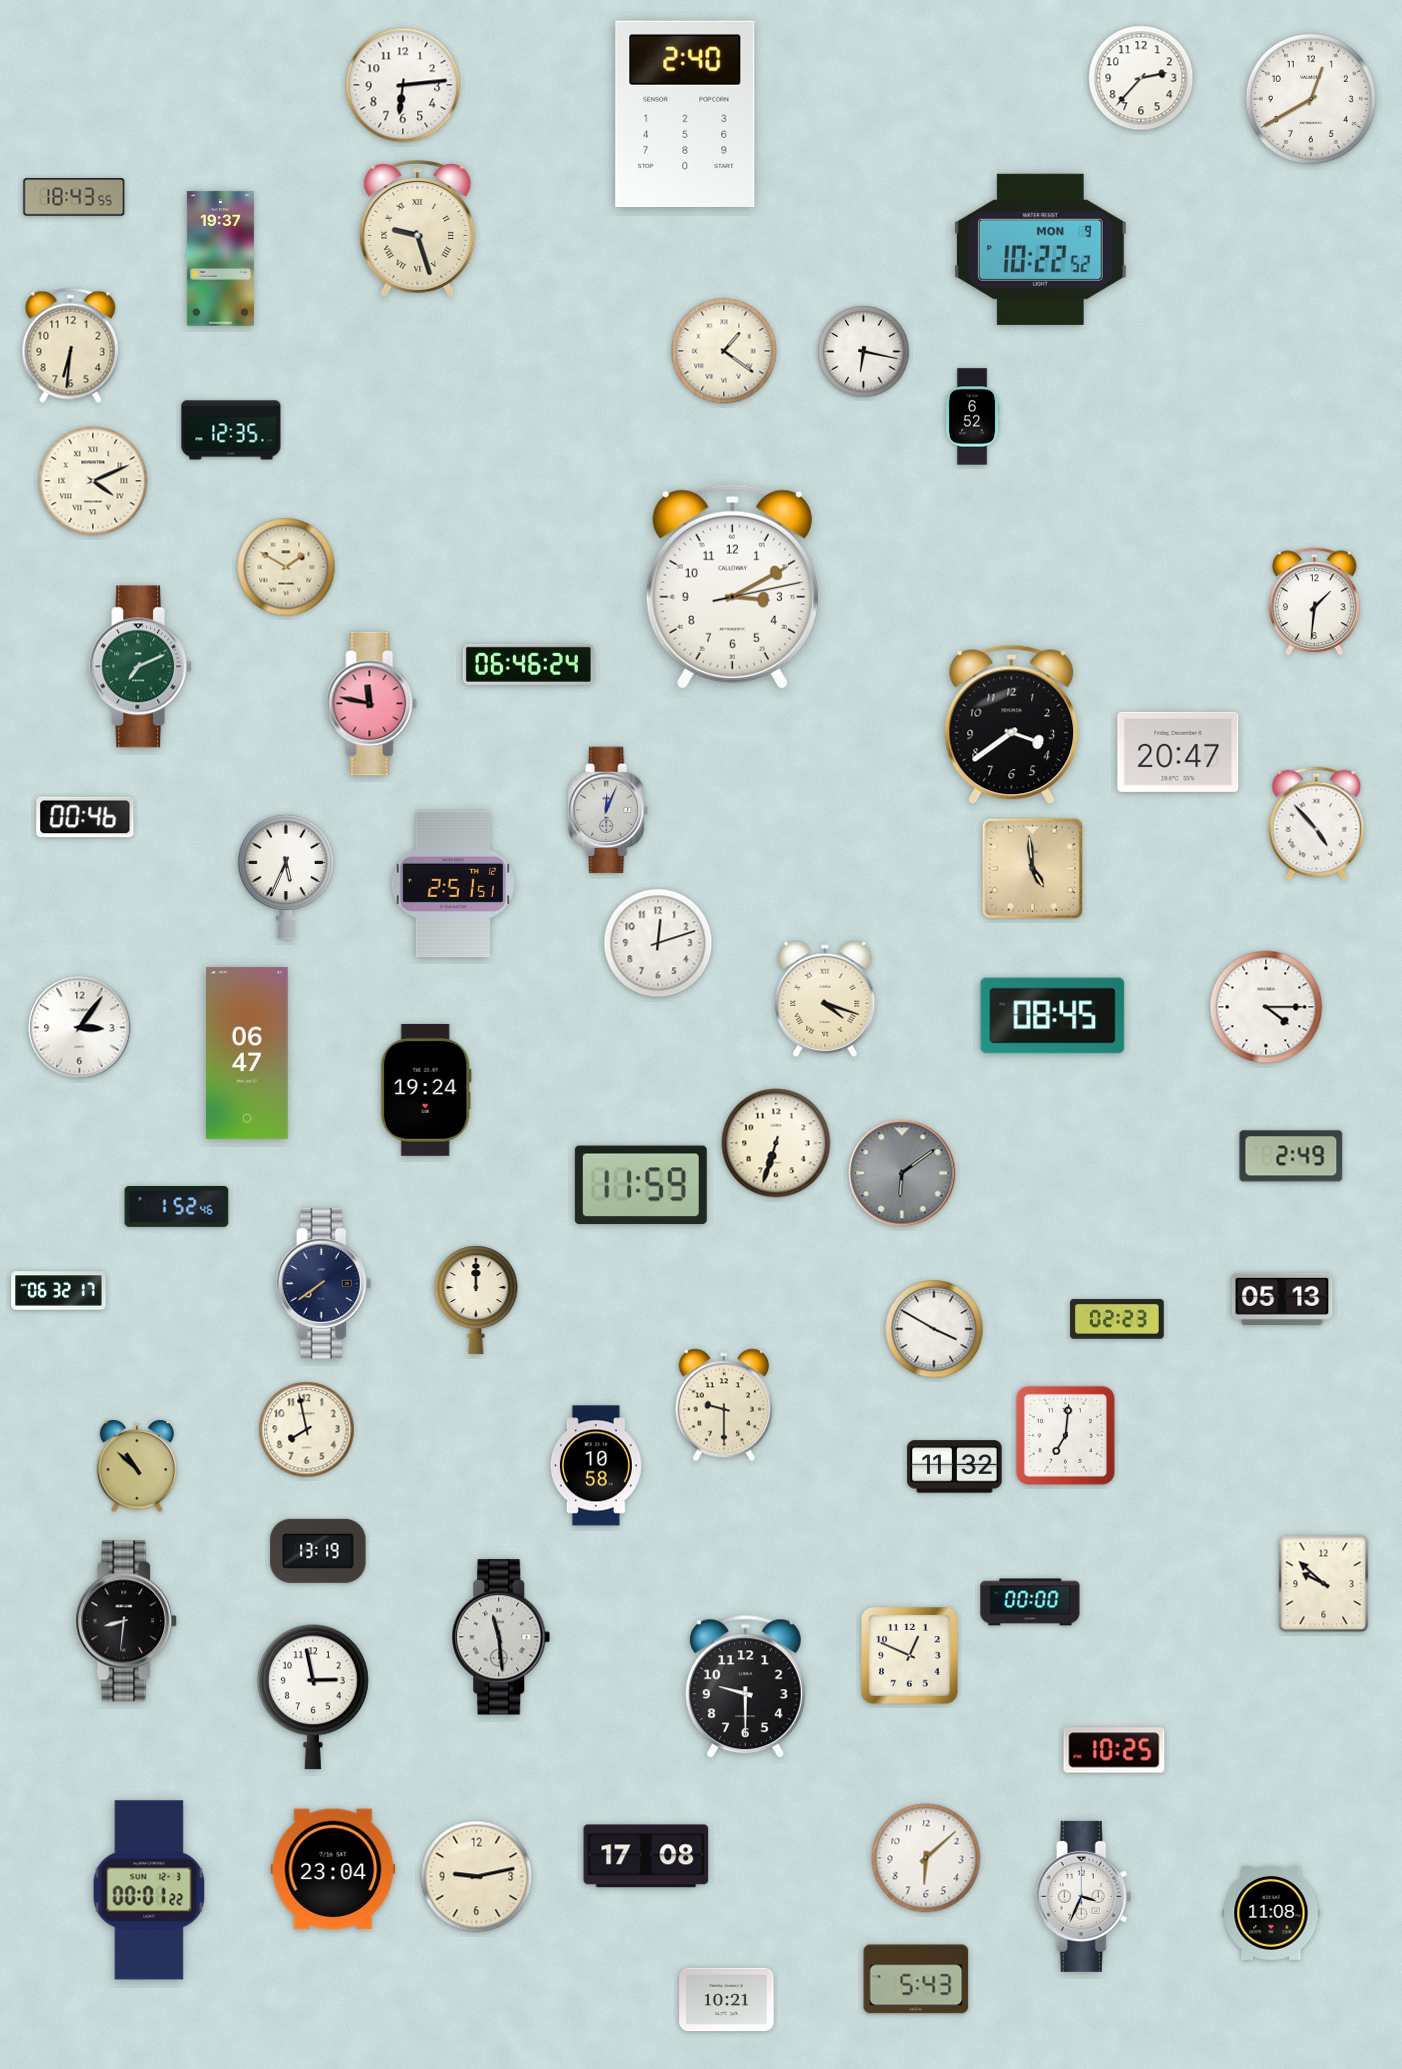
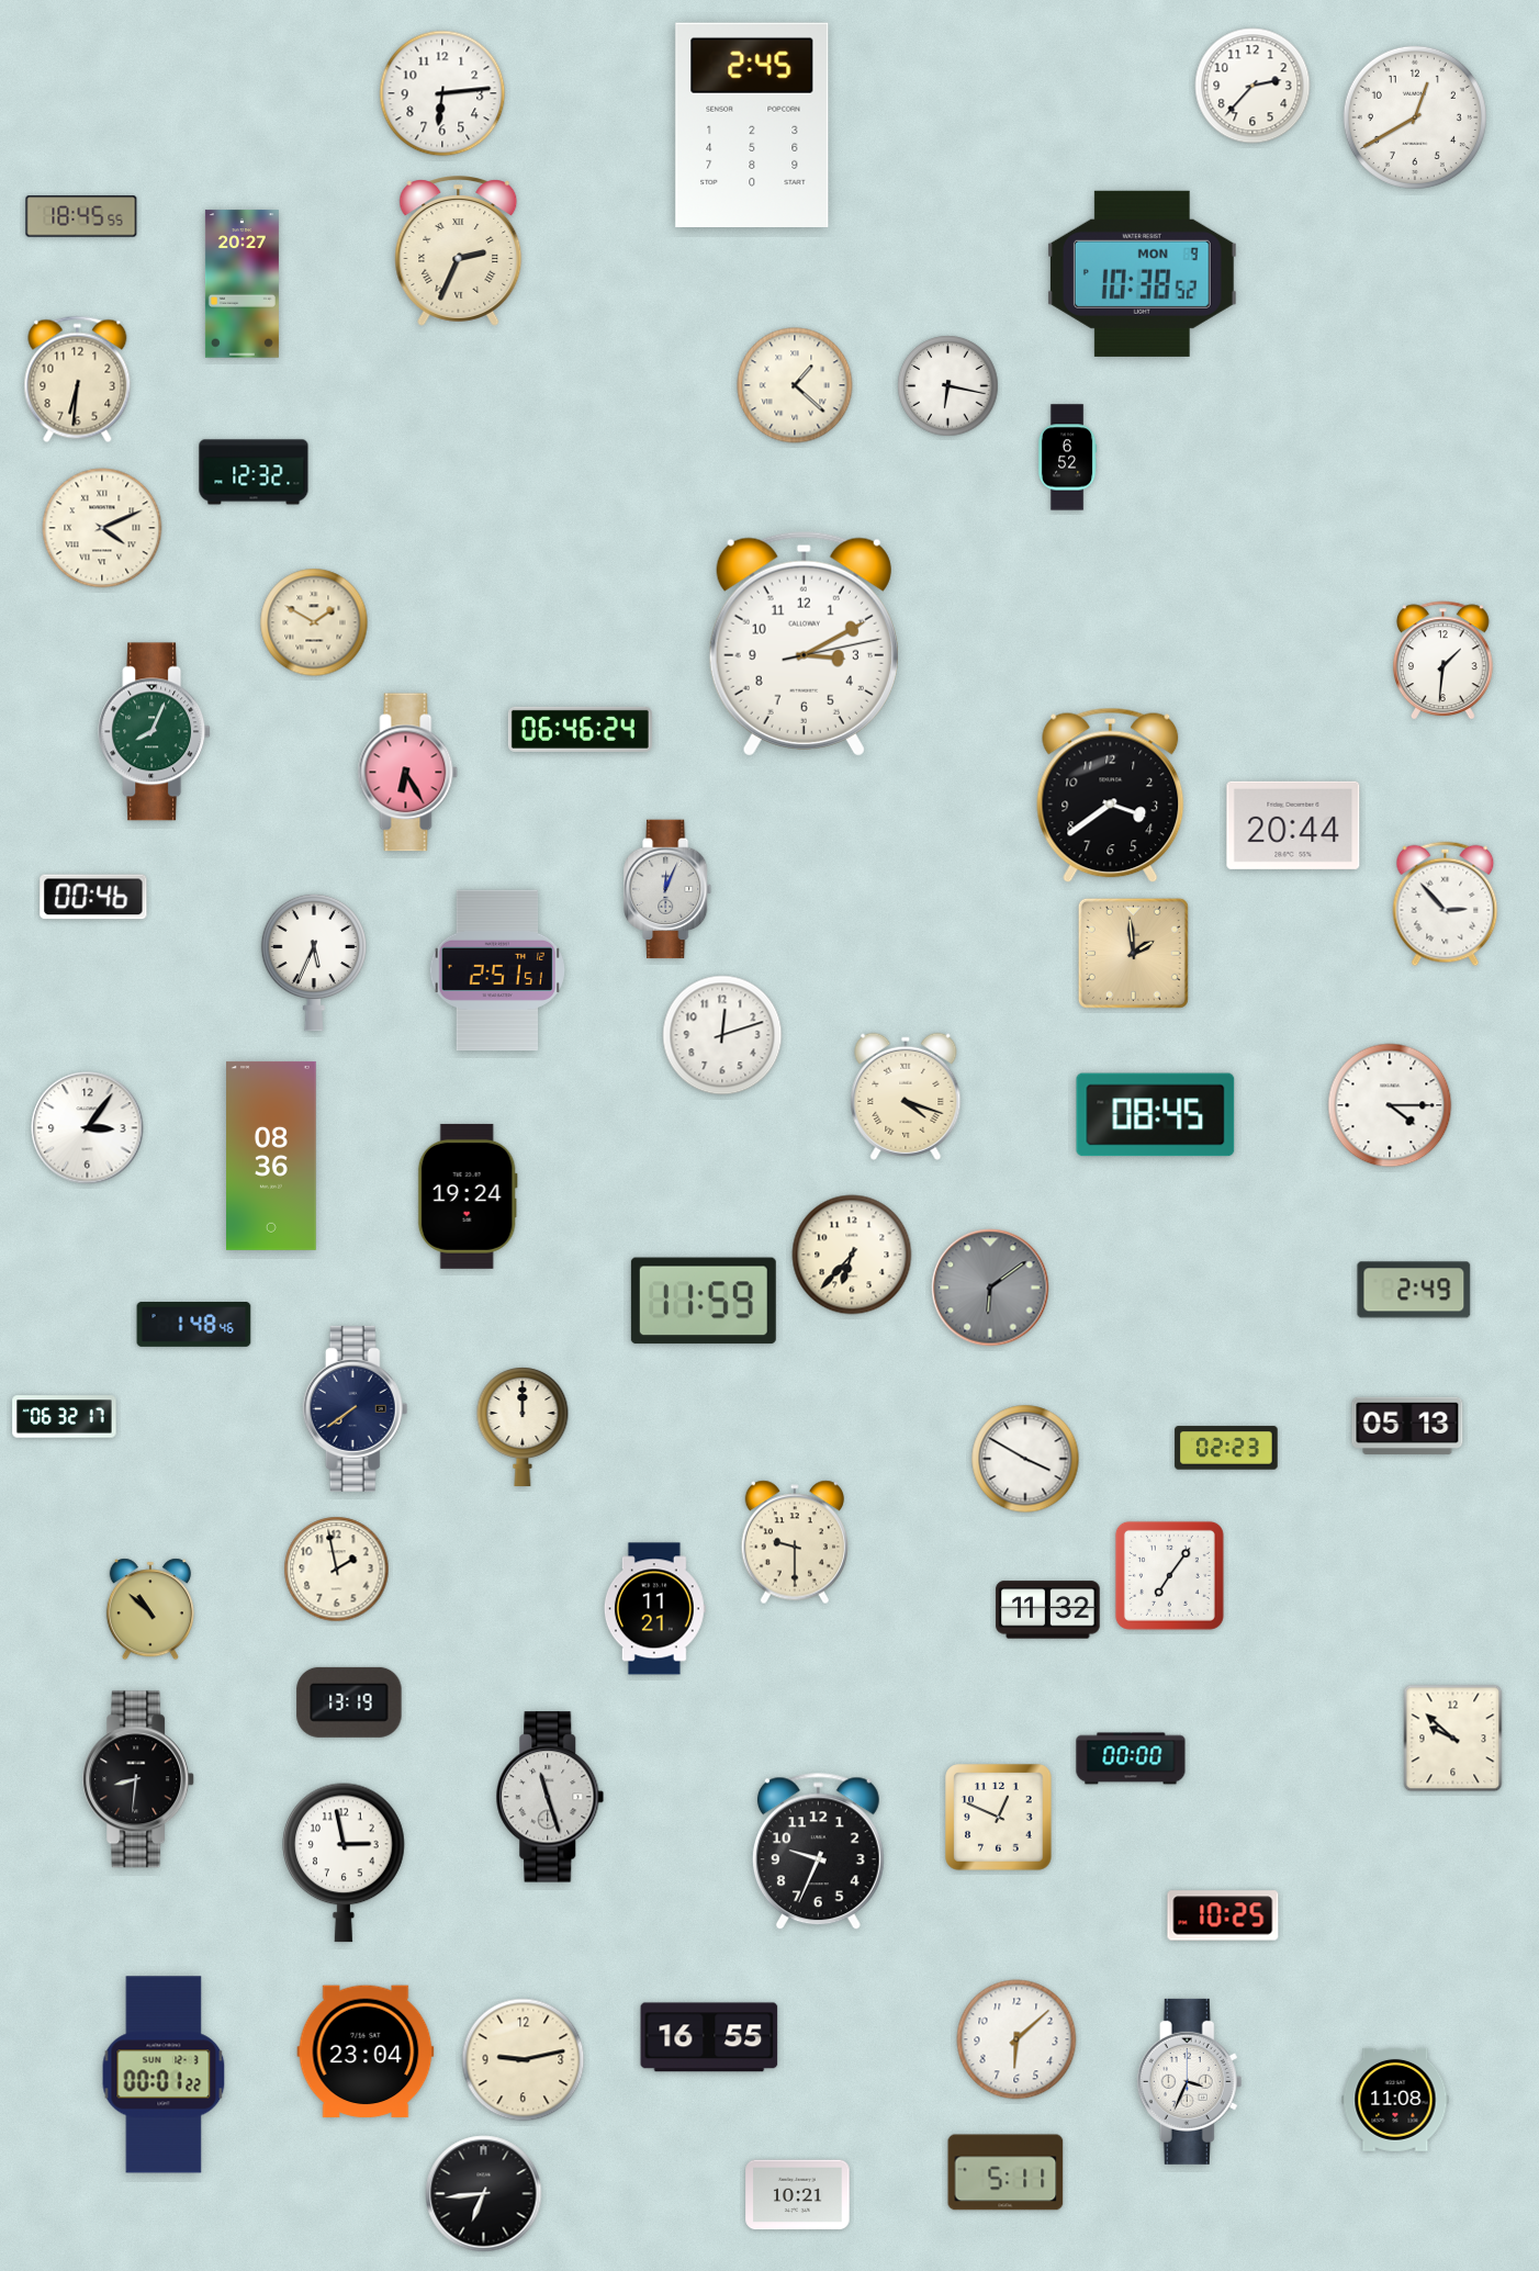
clock at (1311, 99) position: (1311, 99) -> (1415, 117)
clock at (685, 113): 2:40 -> 2:45
clock at (74, 197): 18:43 -> 18:45
clock at (418, 229): 9:27 -> 2:34
clock at (1040, 249): 10:22 -> 10:38
clock at (220, 259): 19:37 -> 20:27
clock at (724, 351): 1:21 -> 1:22
clock at (231, 430): 12:35 -> 12:32
clock at (141, 667): 7:11 -> 8:04
clock at (372, 704): 11:47 -> 6:25
clock at (1178, 752): 20:47 -> 20:44
clock at (1317, 824): 4:53 -> 2:53
clock at (1032, 868): 4:59 -> 1:59
clock at (248, 1053): 06:47 -> 08:36
clock at (776, 1143): 6:33 -> 6:37
clock at (1291, 1156) position: (1291, 1156) -> (1414, 1290)
clock at (177, 1207): 1:52 -> 1:48
clock at (307, 1430): 7:58 -> 1:58
clock at (1065, 1435): 7:01 -> 7:06
clock at (596, 1466): 10:58 -> 11:21
clock at (501, 1637): 11:29 -> 11:27
clock at (745, 1687): 9:30 -> 9:34
clock at (1114, 1750) position: (1114, 1750) -> (1223, 1915)
clock at (646, 1856): 17:08 -> 16:55
clock at (916, 1979): 5:43 -> 5:11
clock at (484, 2194): none -> 6:44
